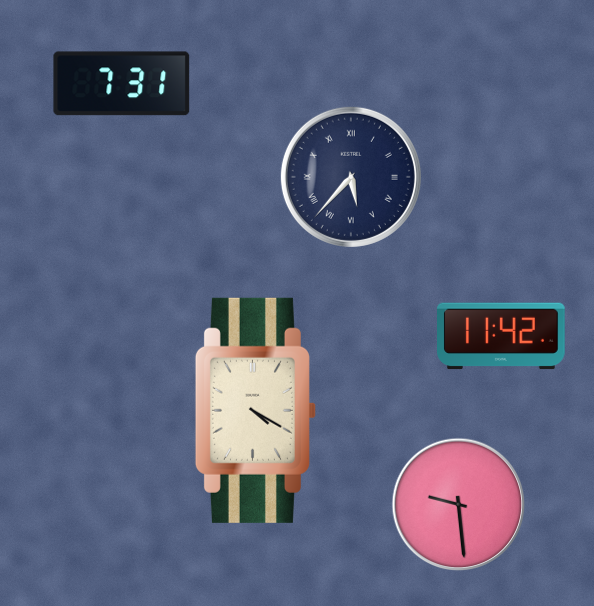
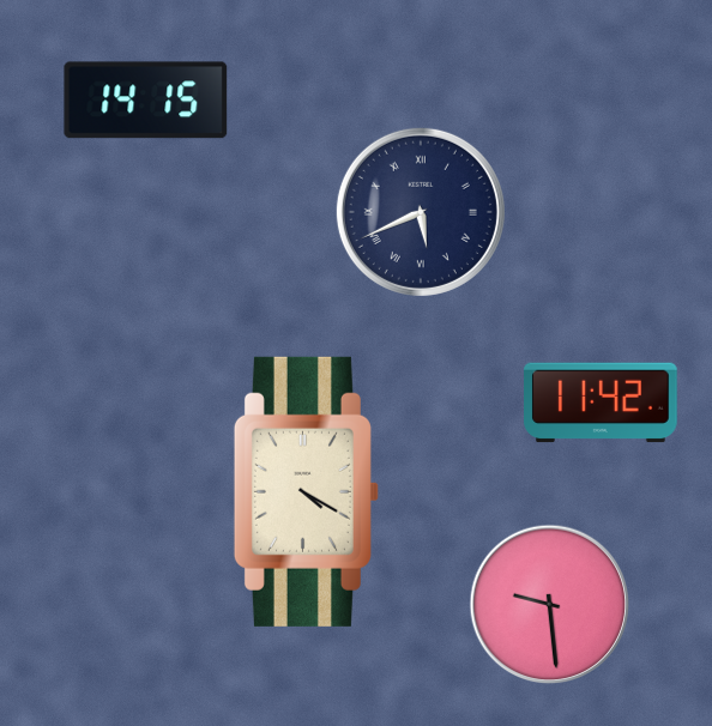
clock at (122, 84): 7:31 -> 14:15
clock at (351, 177): 5:37 -> 5:41
